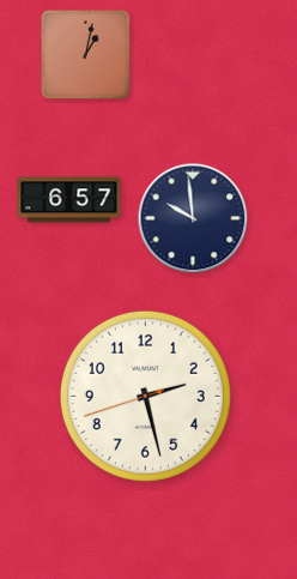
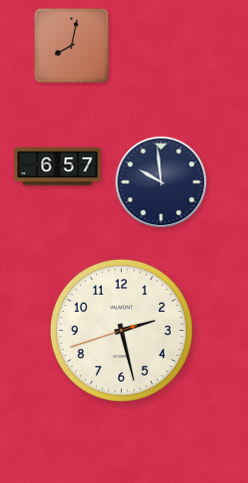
clock at (85, 54): 1:02 -> 8:02
